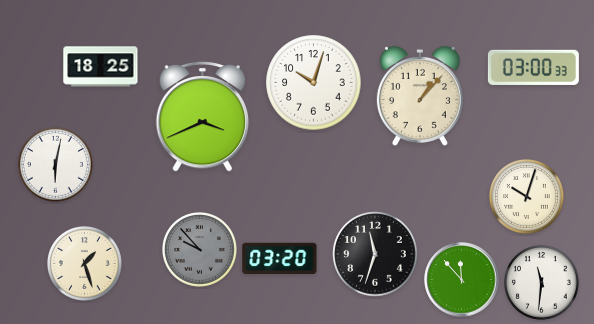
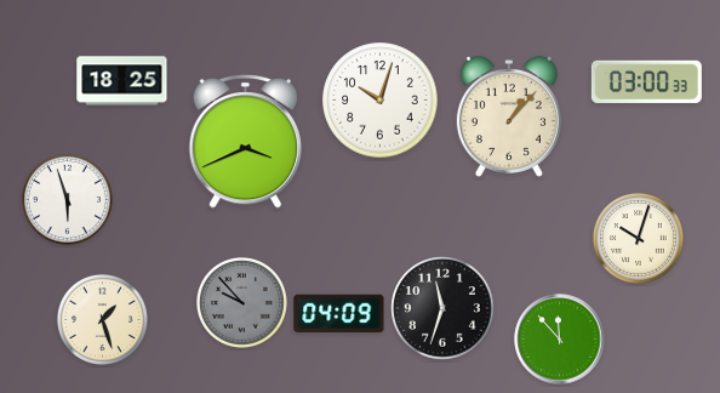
clock at (56, 165): 6:02 -> 5:57
clock at (375, 254) position: (375, 254) -> (442, 308)
clock at (280, 258): 03:20 -> 04:09
clock at (542, 283): 11:31 -> none
